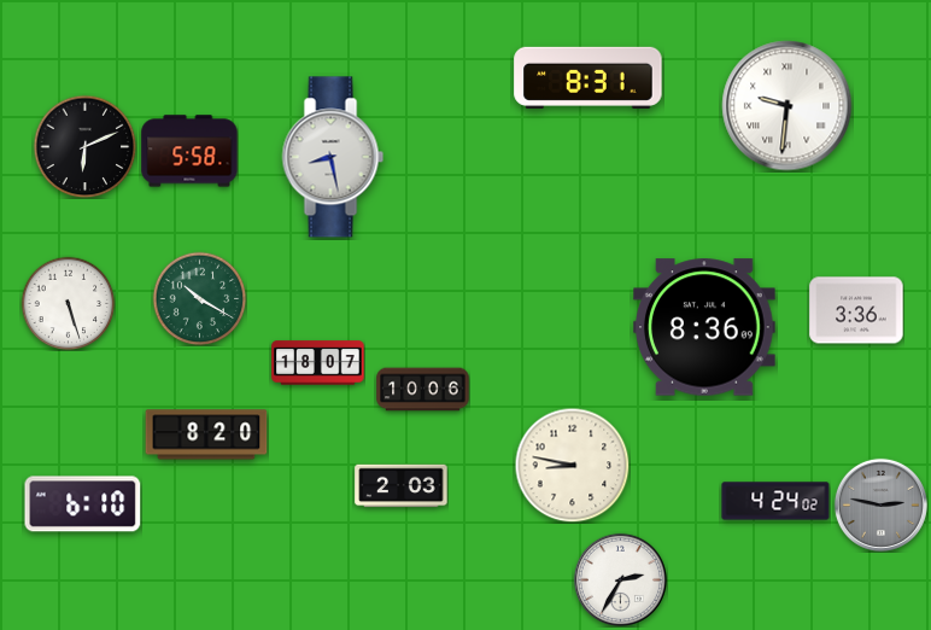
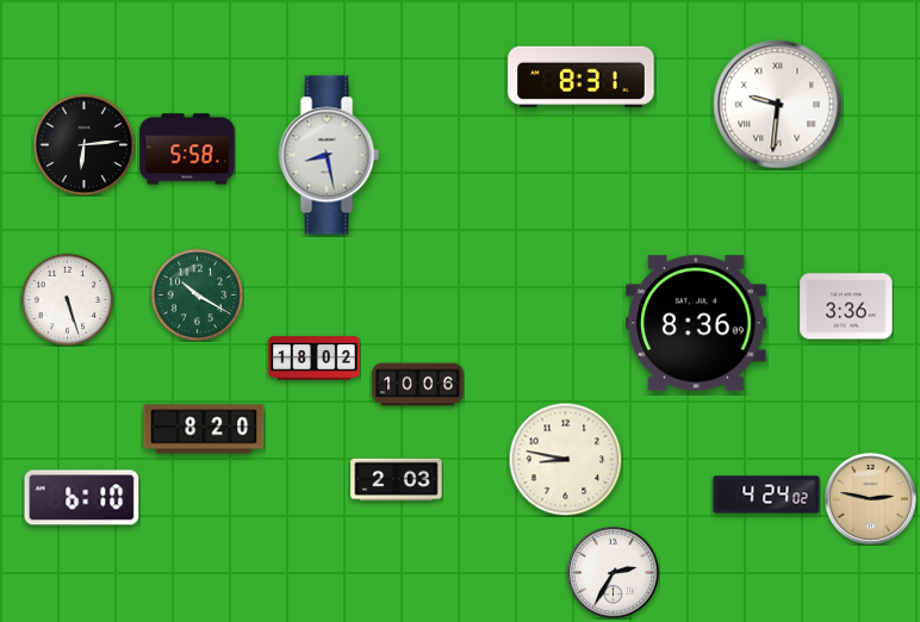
clock at (84, 146): 6:11 -> 6:14
clock at (318, 363): 18:07 -> 18:02
clock at (880, 504) dial: grey -> champagne
